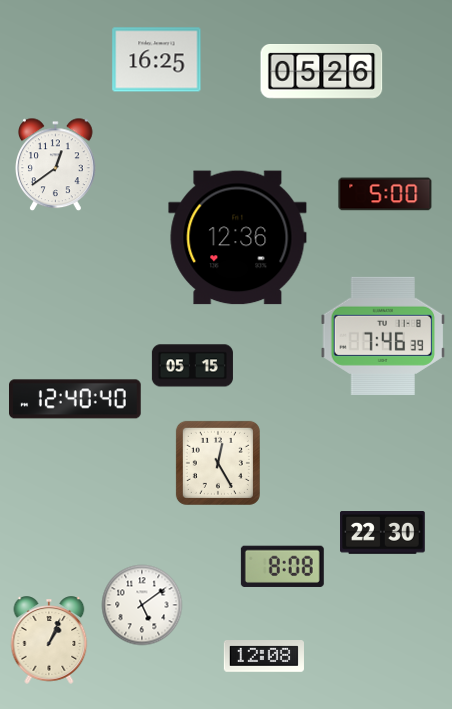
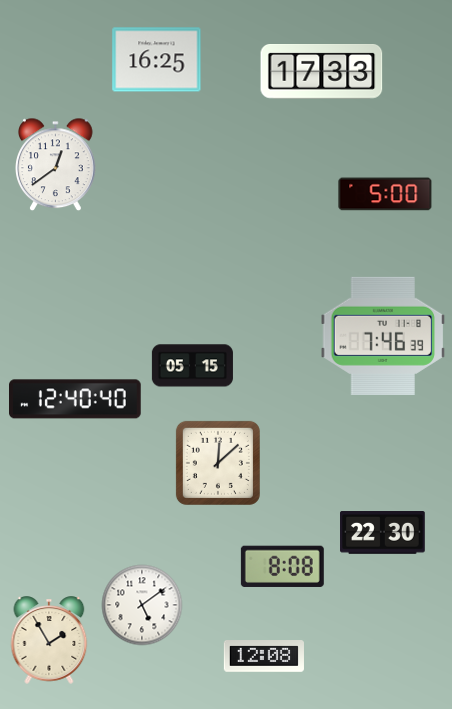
clock at (322, 72): 05:26 -> 17:33
clock at (238, 238): 12:36 -> none
clock at (218, 463): 12:25 -> 12:08
clock at (49, 640): 1:04 -> 1:55
